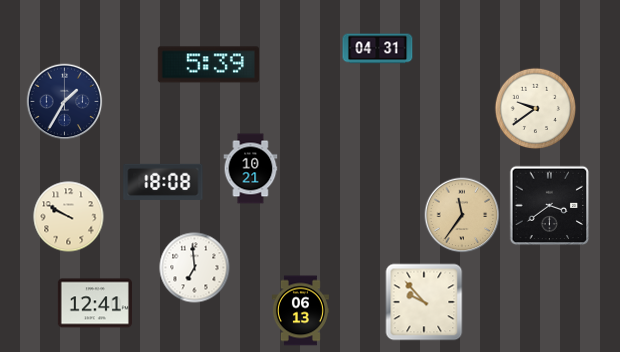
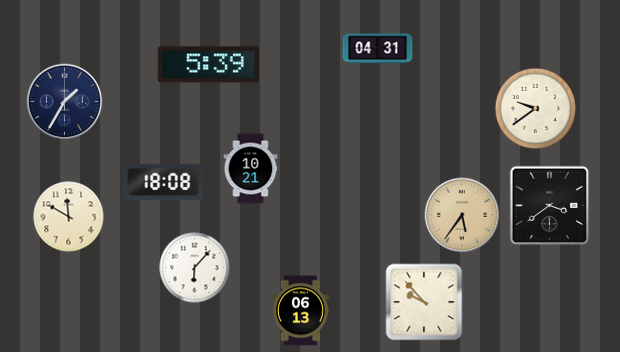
clock at (462, 215): 11:36 -> 5:36
clock at (69, 217): 9:50 -> 11:50
clock at (195, 268): 6:59 -> 6:07
clock at (95, 303): 12:41 -> none
